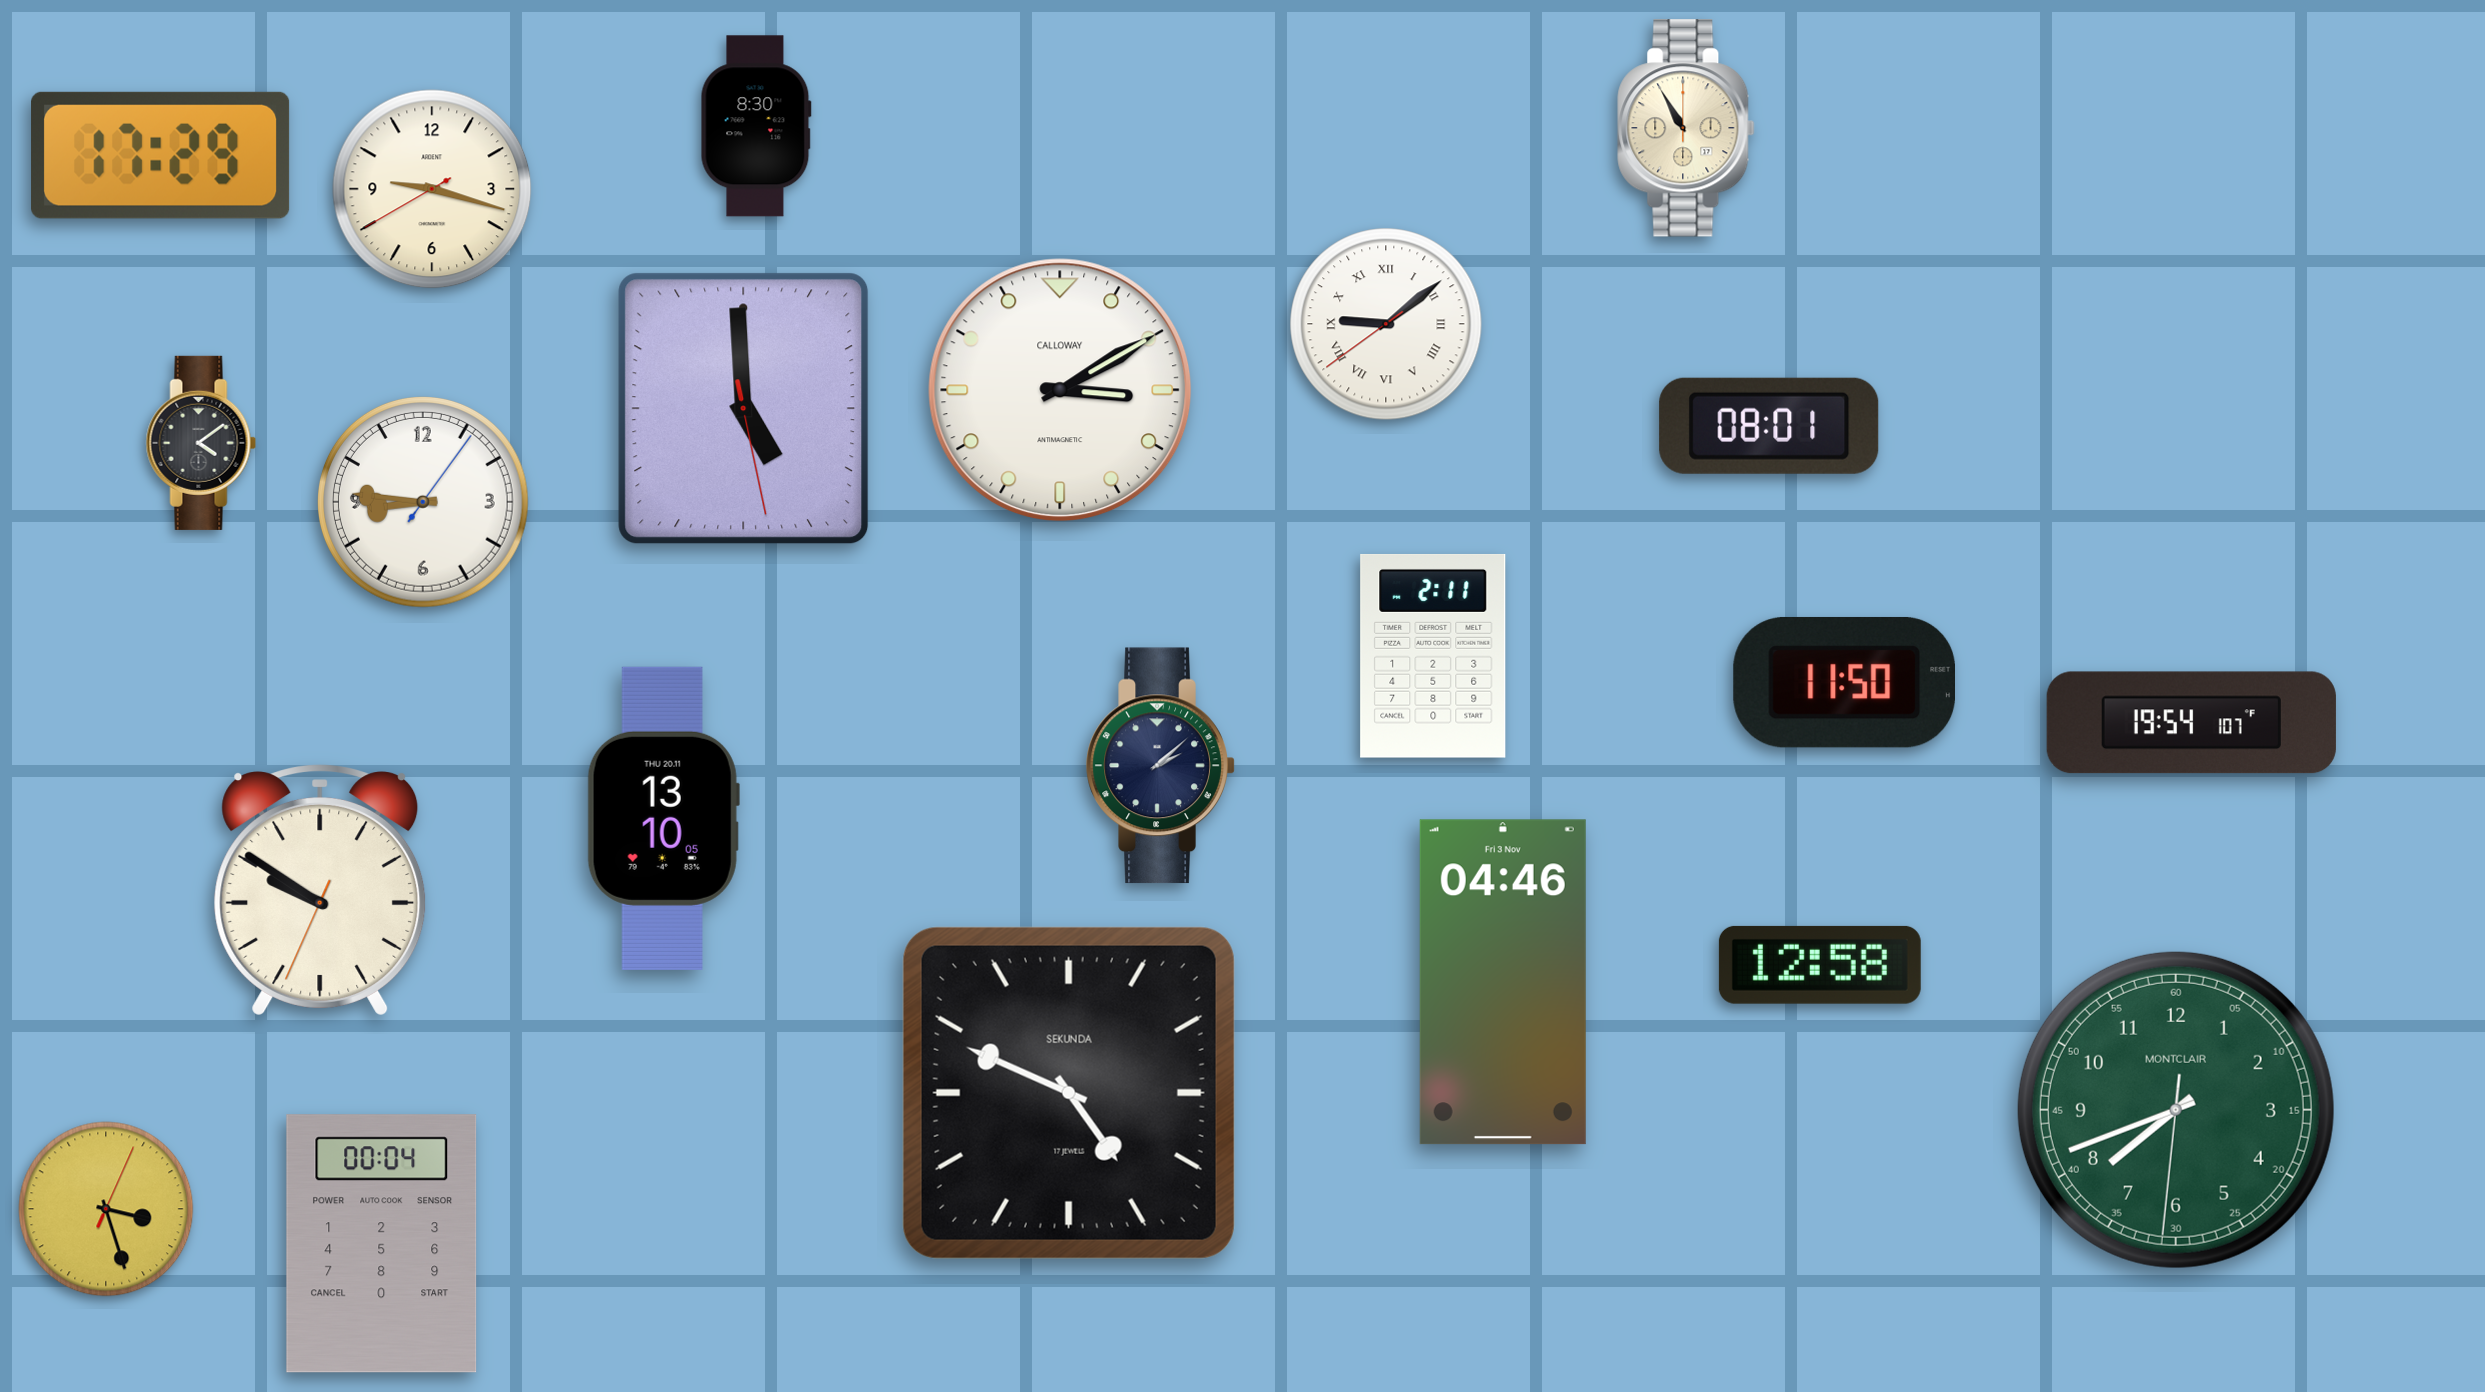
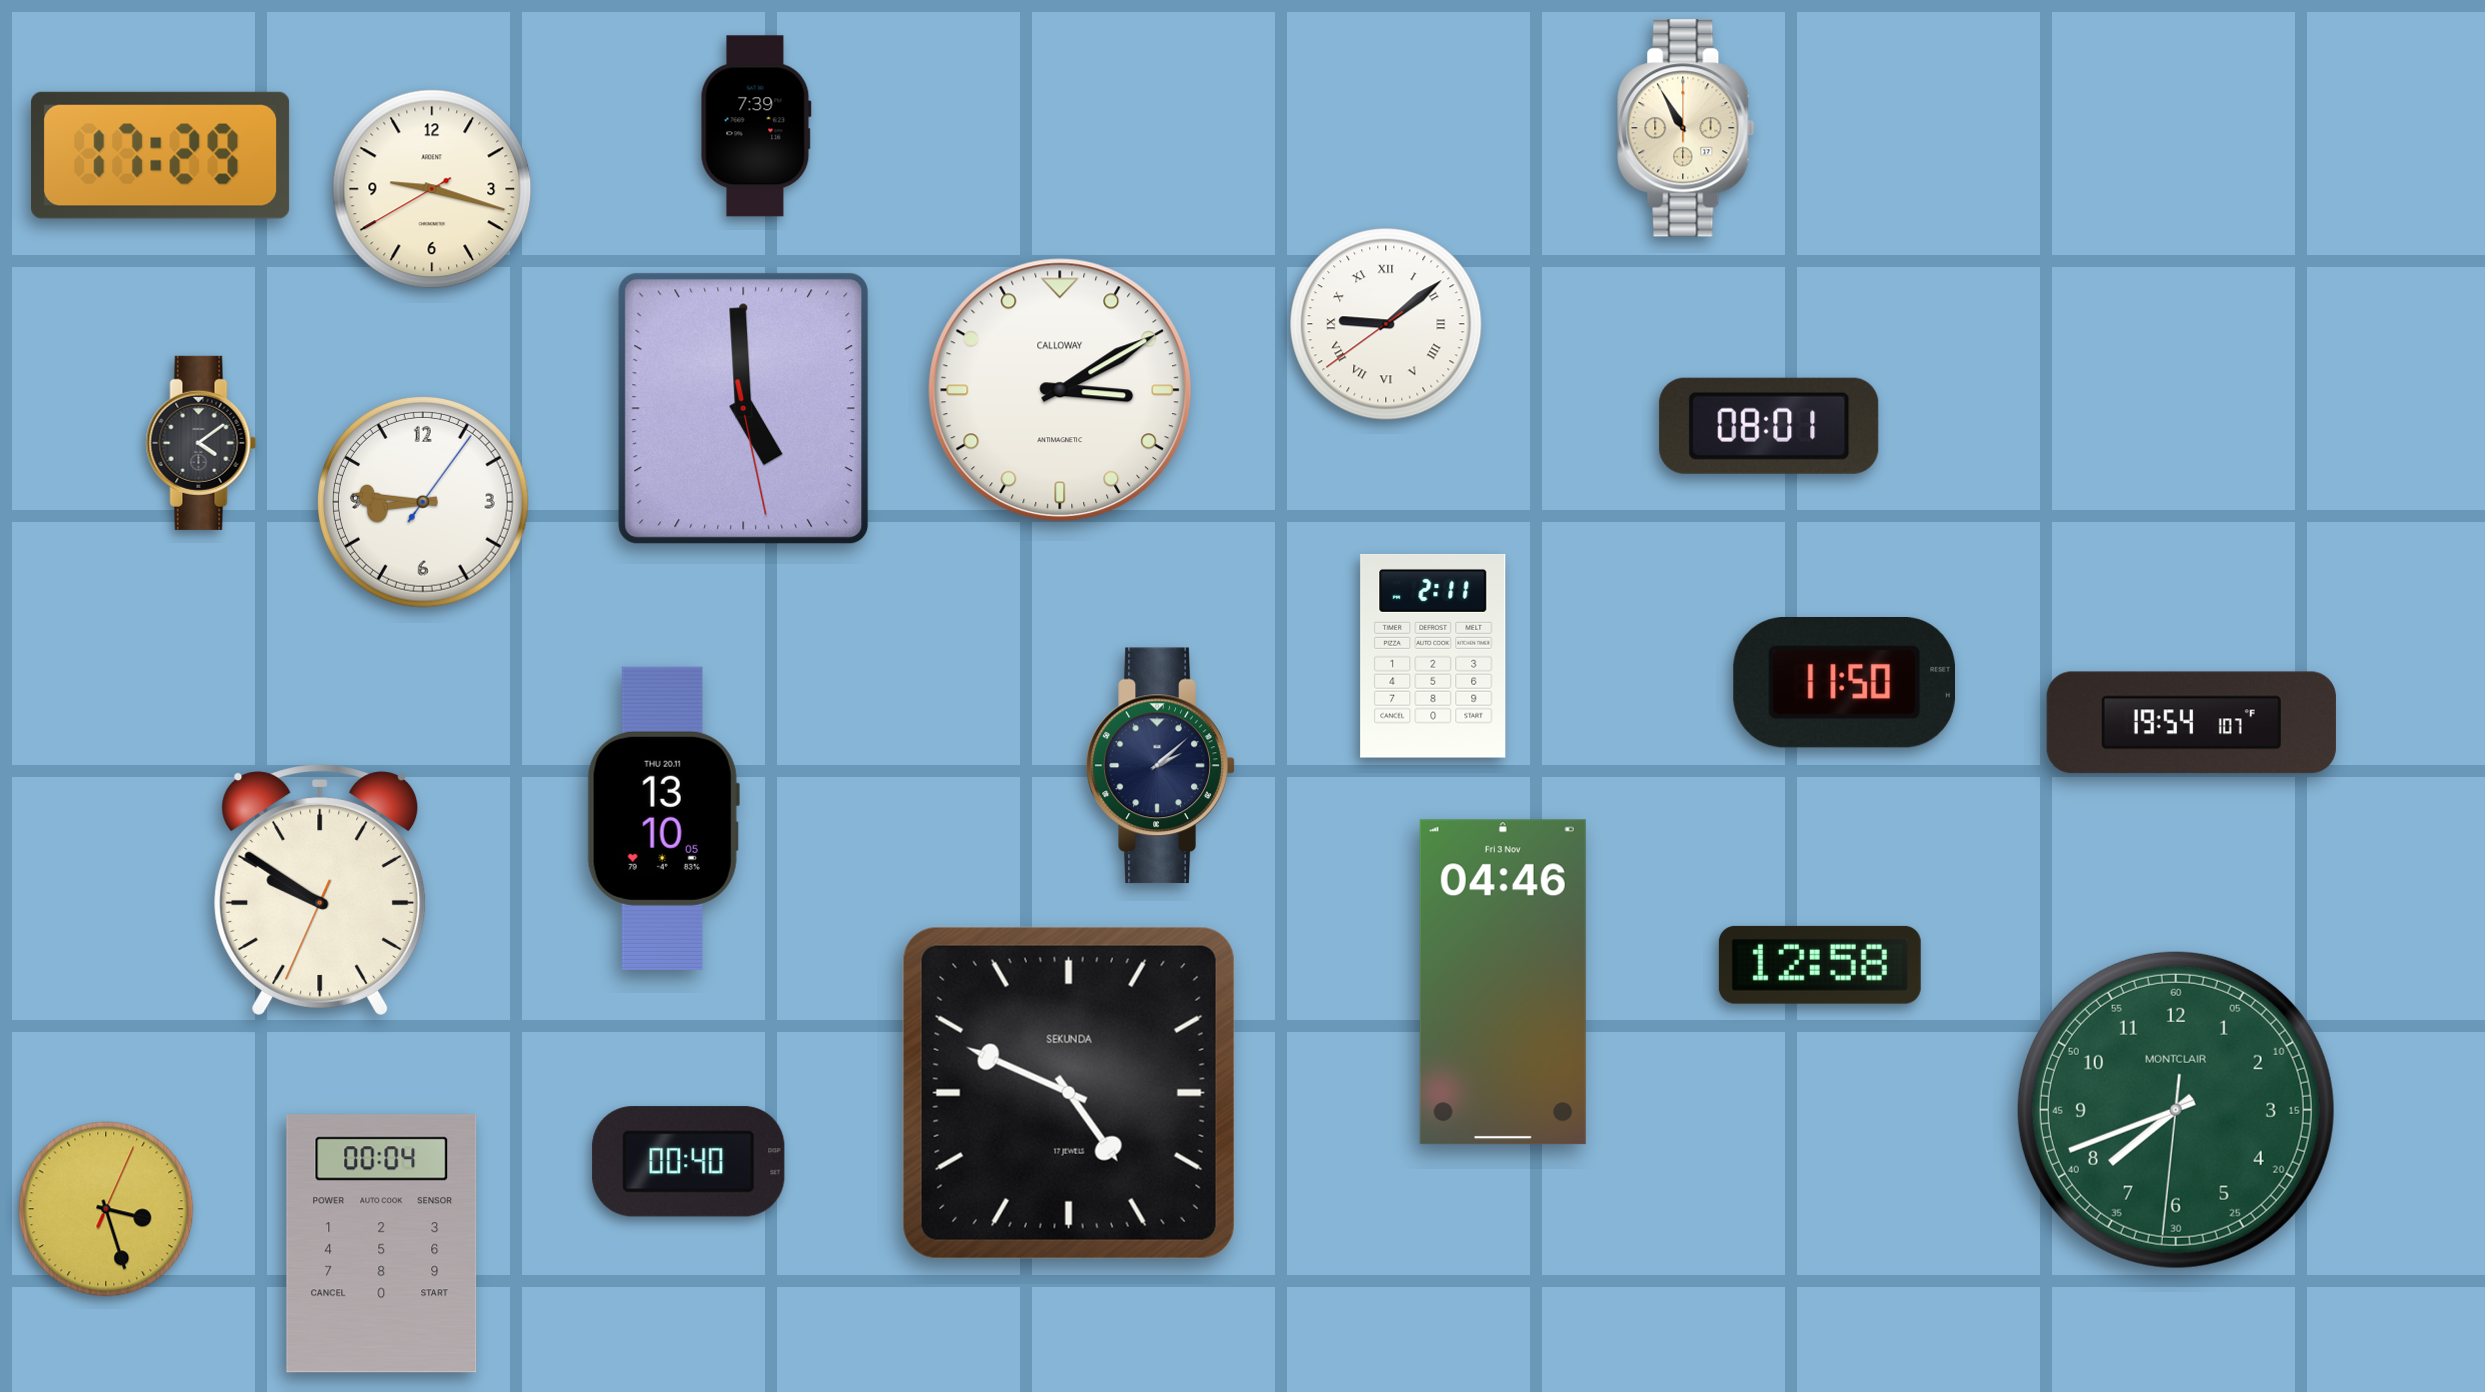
clock at (756, 126): 8:30 -> 7:39
clock at (689, 1162): none -> 00:40
